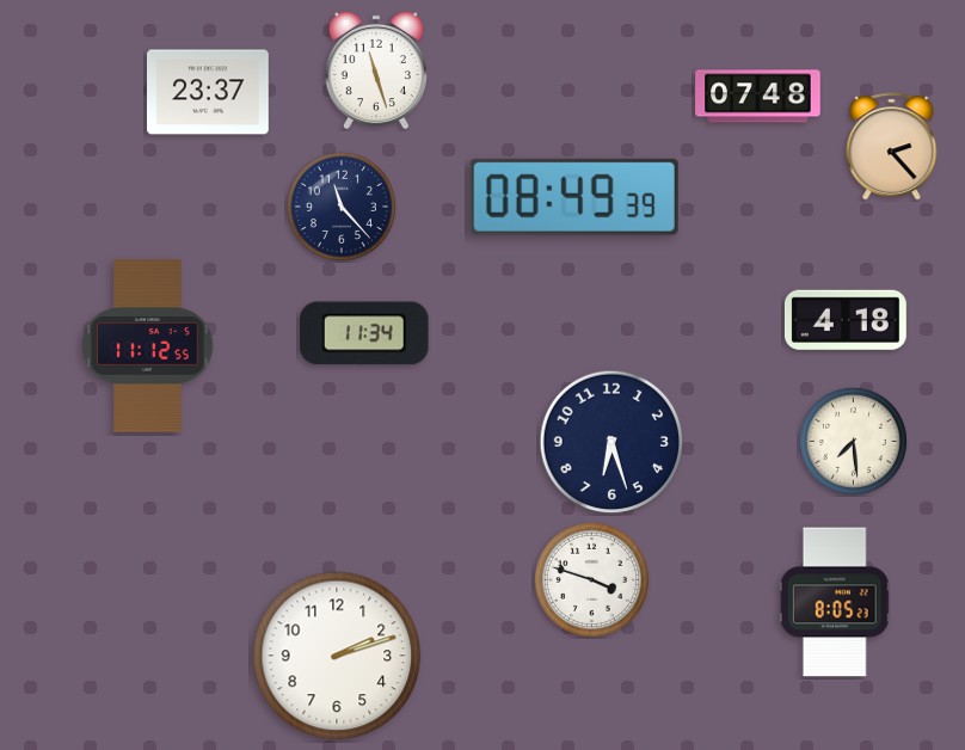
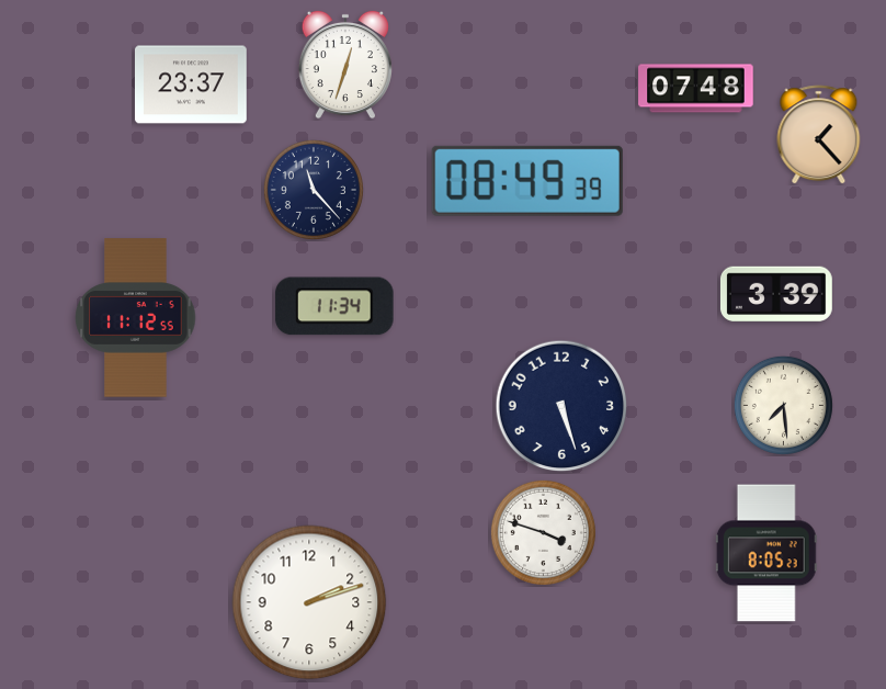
clock at (376, 70): 11:27 -> 12:33
clock at (892, 147): 2:23 -> 1:23
clock at (846, 319): 4:18 -> 3:39
clock at (611, 442): 6:27 -> 5:27
